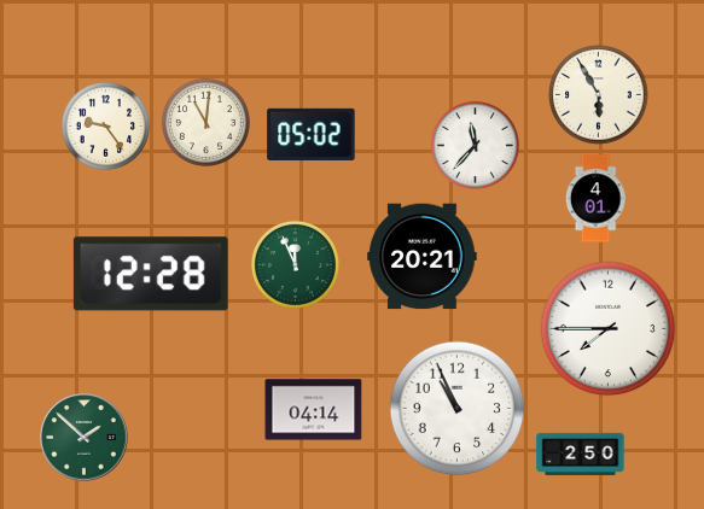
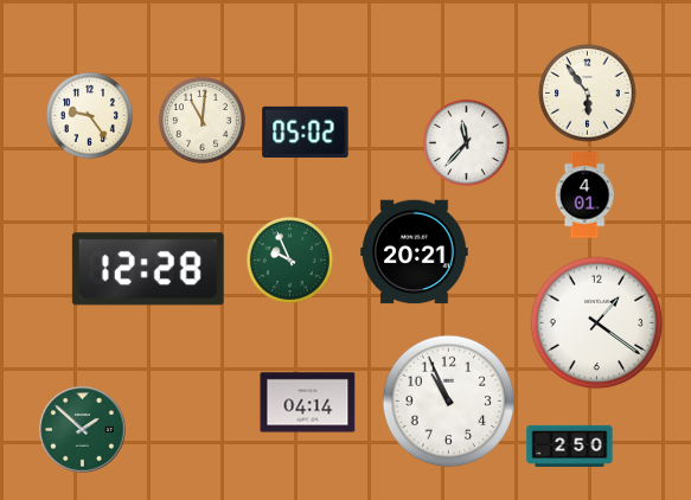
clock at (599, 95): 5:55 -> 5:54
clock at (105, 125) position: (105, 125) -> (89, 115)
clock at (295, 264): 11:56 -> 9:56
clock at (609, 329): 7:45 -> 1:21
